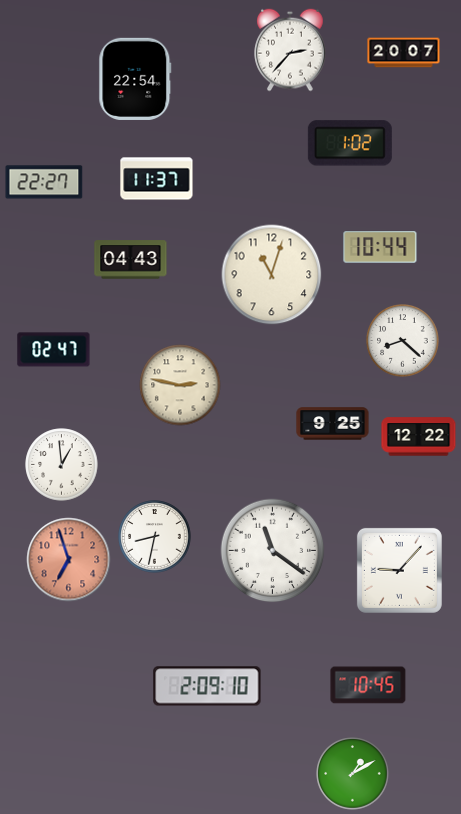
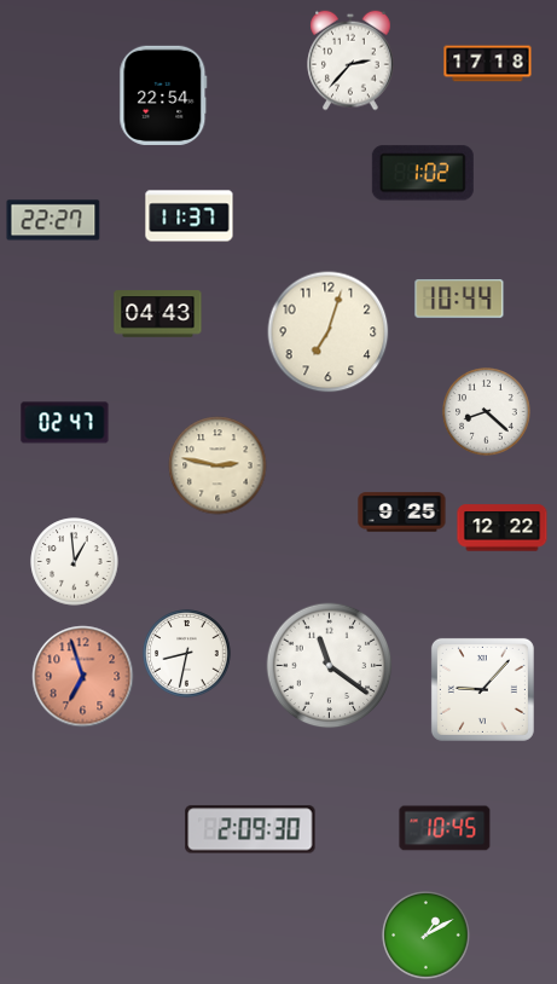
clock at (404, 53): 20:07 -> 17:18
clock at (272, 275): 11:03 -> 7:03
clock at (419, 437) position: (419, 437) -> (503, 528)
clock at (155, 537) position: (155, 537) -> (187, 654)
clock at (207, 686): 2:09:10 -> 2:09:30
